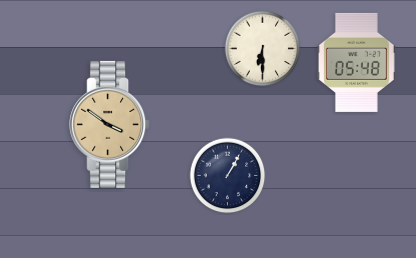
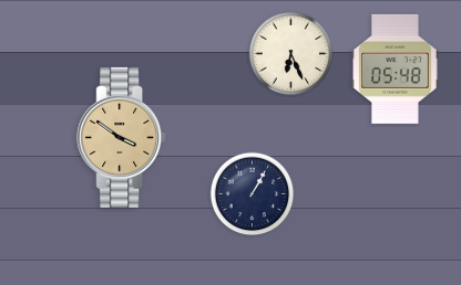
clock at (263, 49): 6:30 -> 6:26
